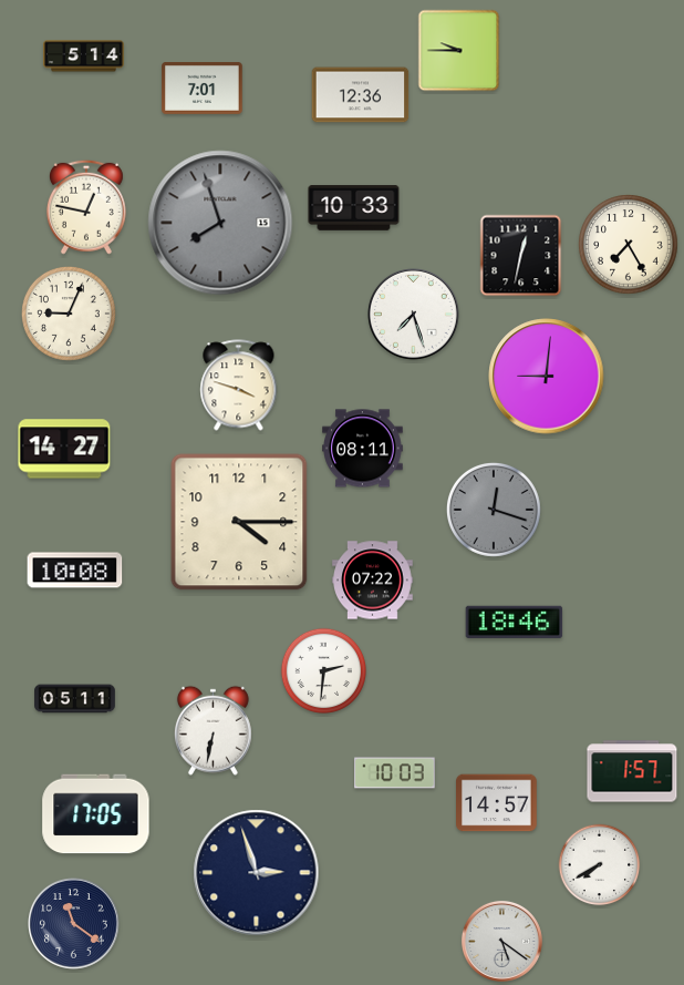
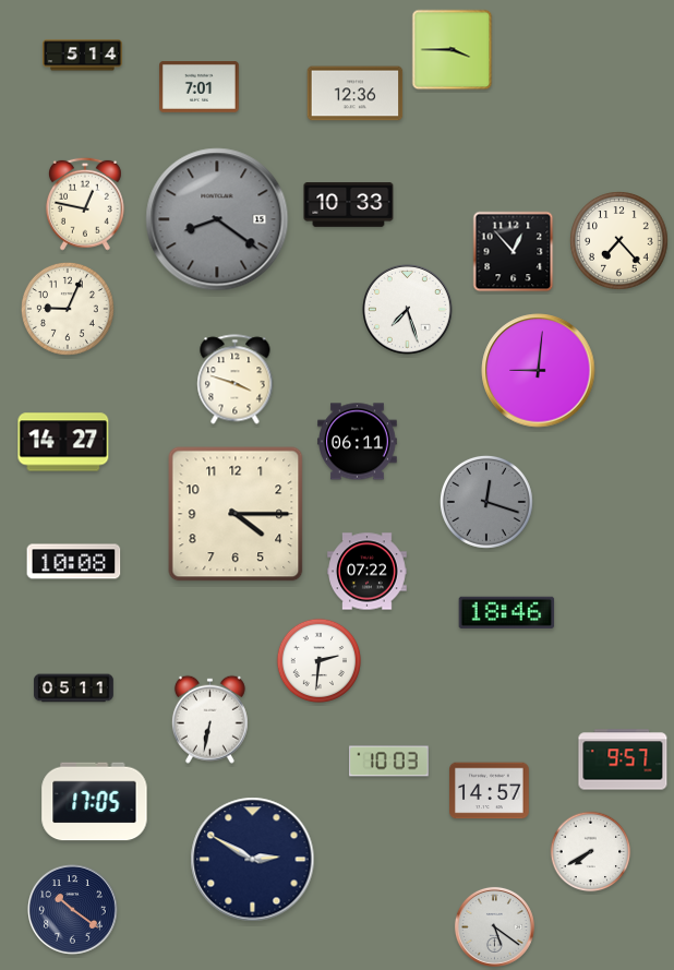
clock at (459, 51): 9:45 -> 3:45
clock at (220, 223): 7:57 -> 8:21
clock at (629, 245): 7:25 -> 7:23
clock at (521, 256): 12:32 -> 12:53
clock at (363, 449): 08:11 -> 06:11
clock at (632, 771): 1:57 -> 9:57
clock at (257, 873): 2:57 -> 2:50
clock at (74, 924): 11:21 -> 10:21
